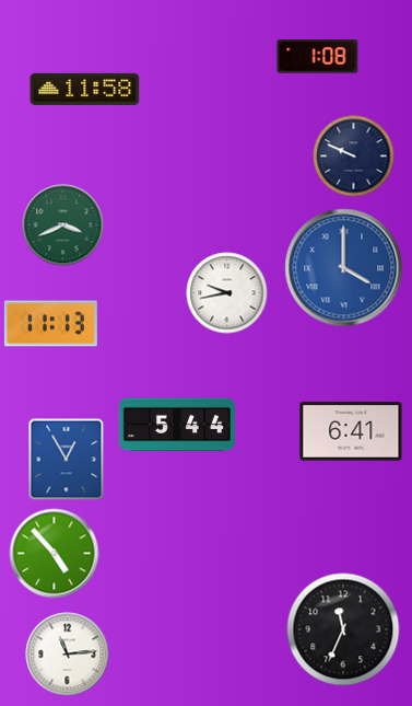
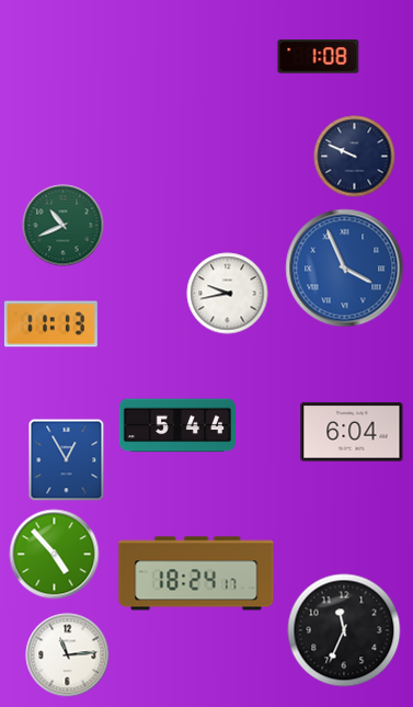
clock at (85, 89): 11:58 -> none
clock at (63, 225): 3:41 -> 10:41
clock at (344, 268): 4:00 -> 3:56
clock at (351, 431): 6:41 -> 6:04
clock at (196, 573): none -> 18:24
